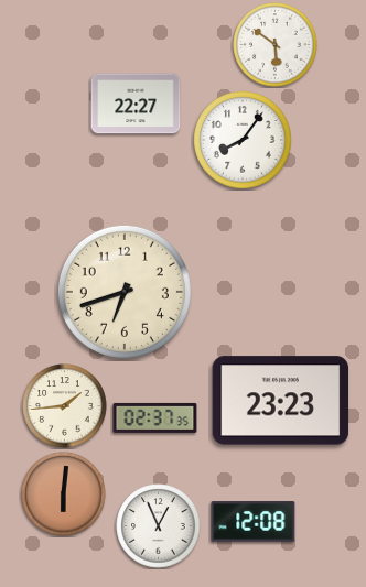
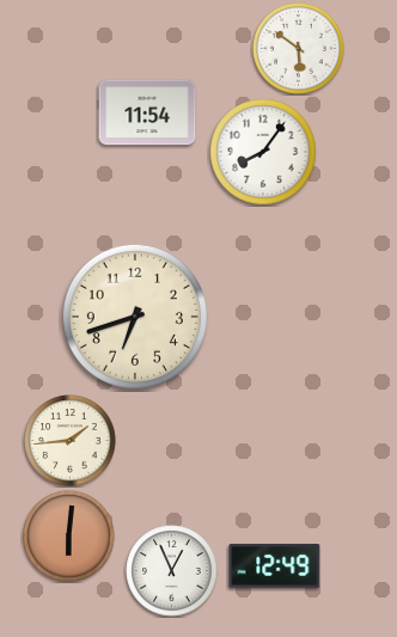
clock at (136, 104): 22:27 -> 11:54
clock at (281, 401): 23:23 -> none
clock at (155, 417): 02:37 -> none
clock at (254, 522): 12:08 -> 12:49
